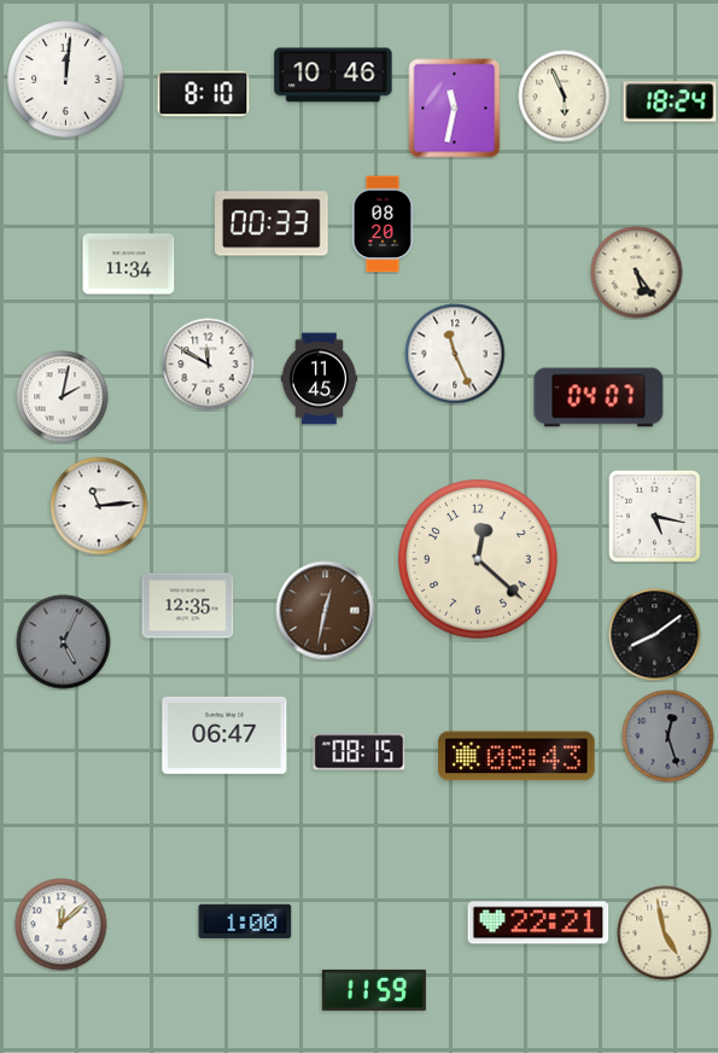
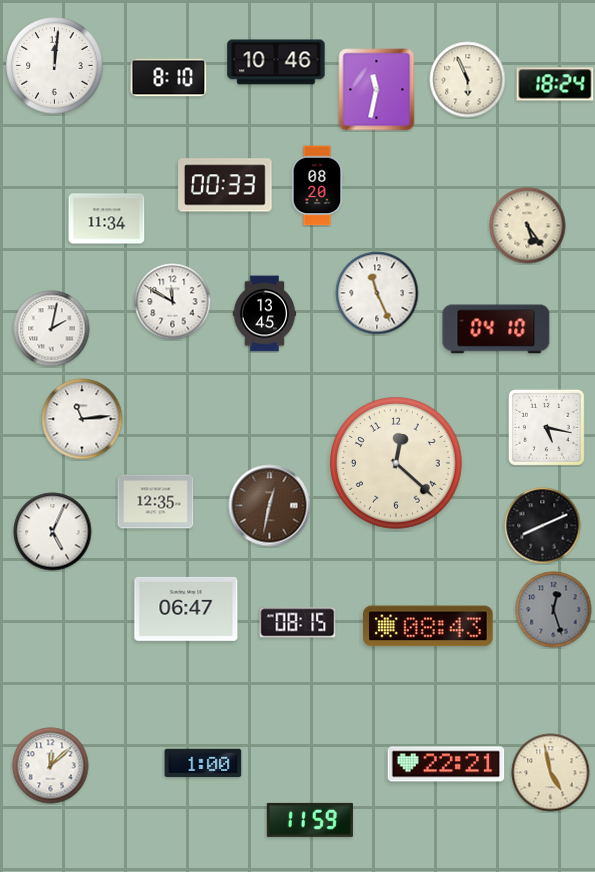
clock at (320, 379): 11:45 -> 13:45
clock at (599, 397): 04:07 -> 04:10
clock at (654, 516) position: (654, 516) -> (546, 427)
clock at (655, 635): 8:09 -> 8:11
clock at (64, 642) dial: grey -> white
